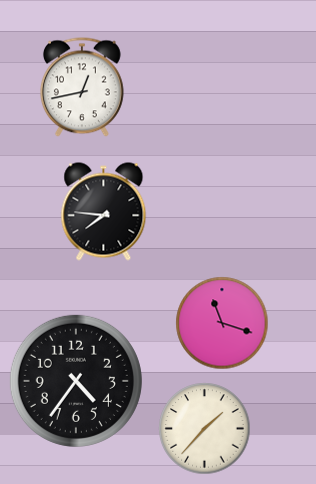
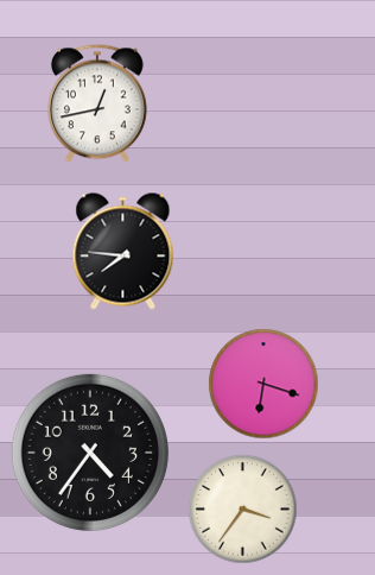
clock at (222, 323): 11:18 -> 6:18
clock at (205, 429): 1:37 -> 3:36
